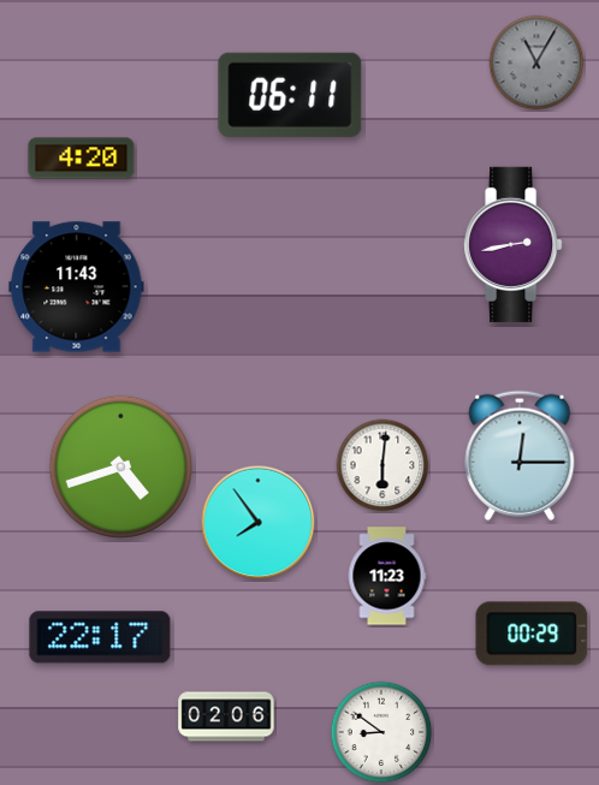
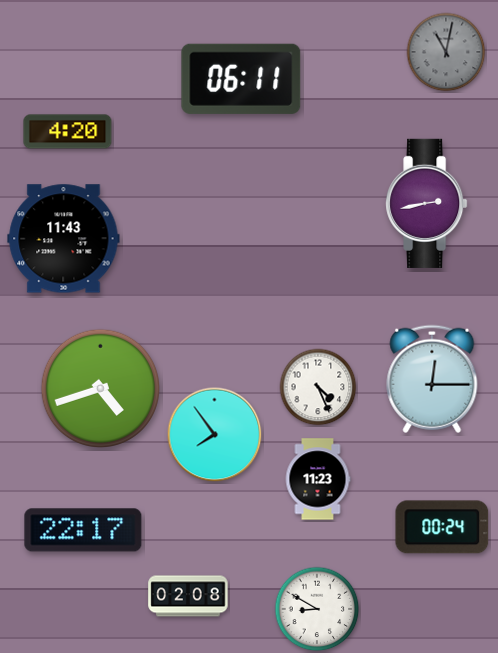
clock at (536, 63): 11:05 -> 11:02
clock at (382, 465): 6:01 -> 4:26
clock at (387, 576) position: (387, 576) -> (318, 479)
clock at (532, 634): 00:29 -> 00:24
clock at (226, 716): 02:06 -> 02:08
clock at (381, 732): 8:51 -> 8:50
